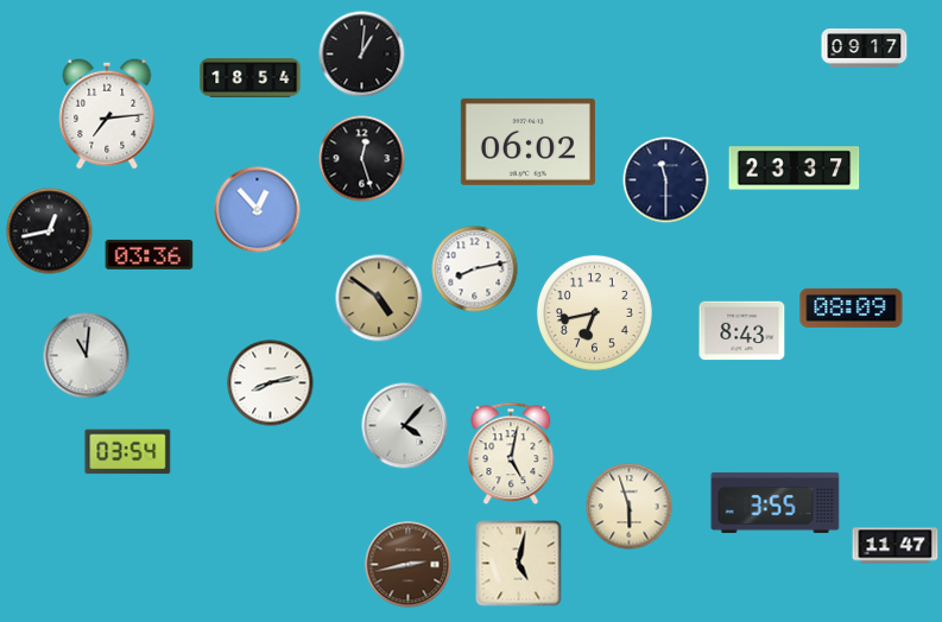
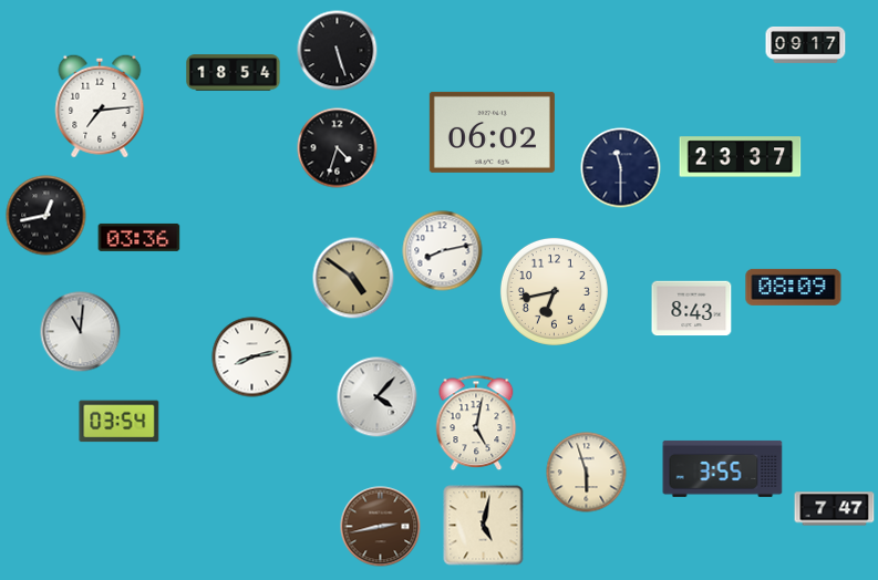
clock at (362, 55): 1:01 -> 5:27
clock at (362, 159): 12:27 -> 4:33
clock at (258, 210): 12:53 -> none
clock at (896, 546): 11:47 -> 7:47
